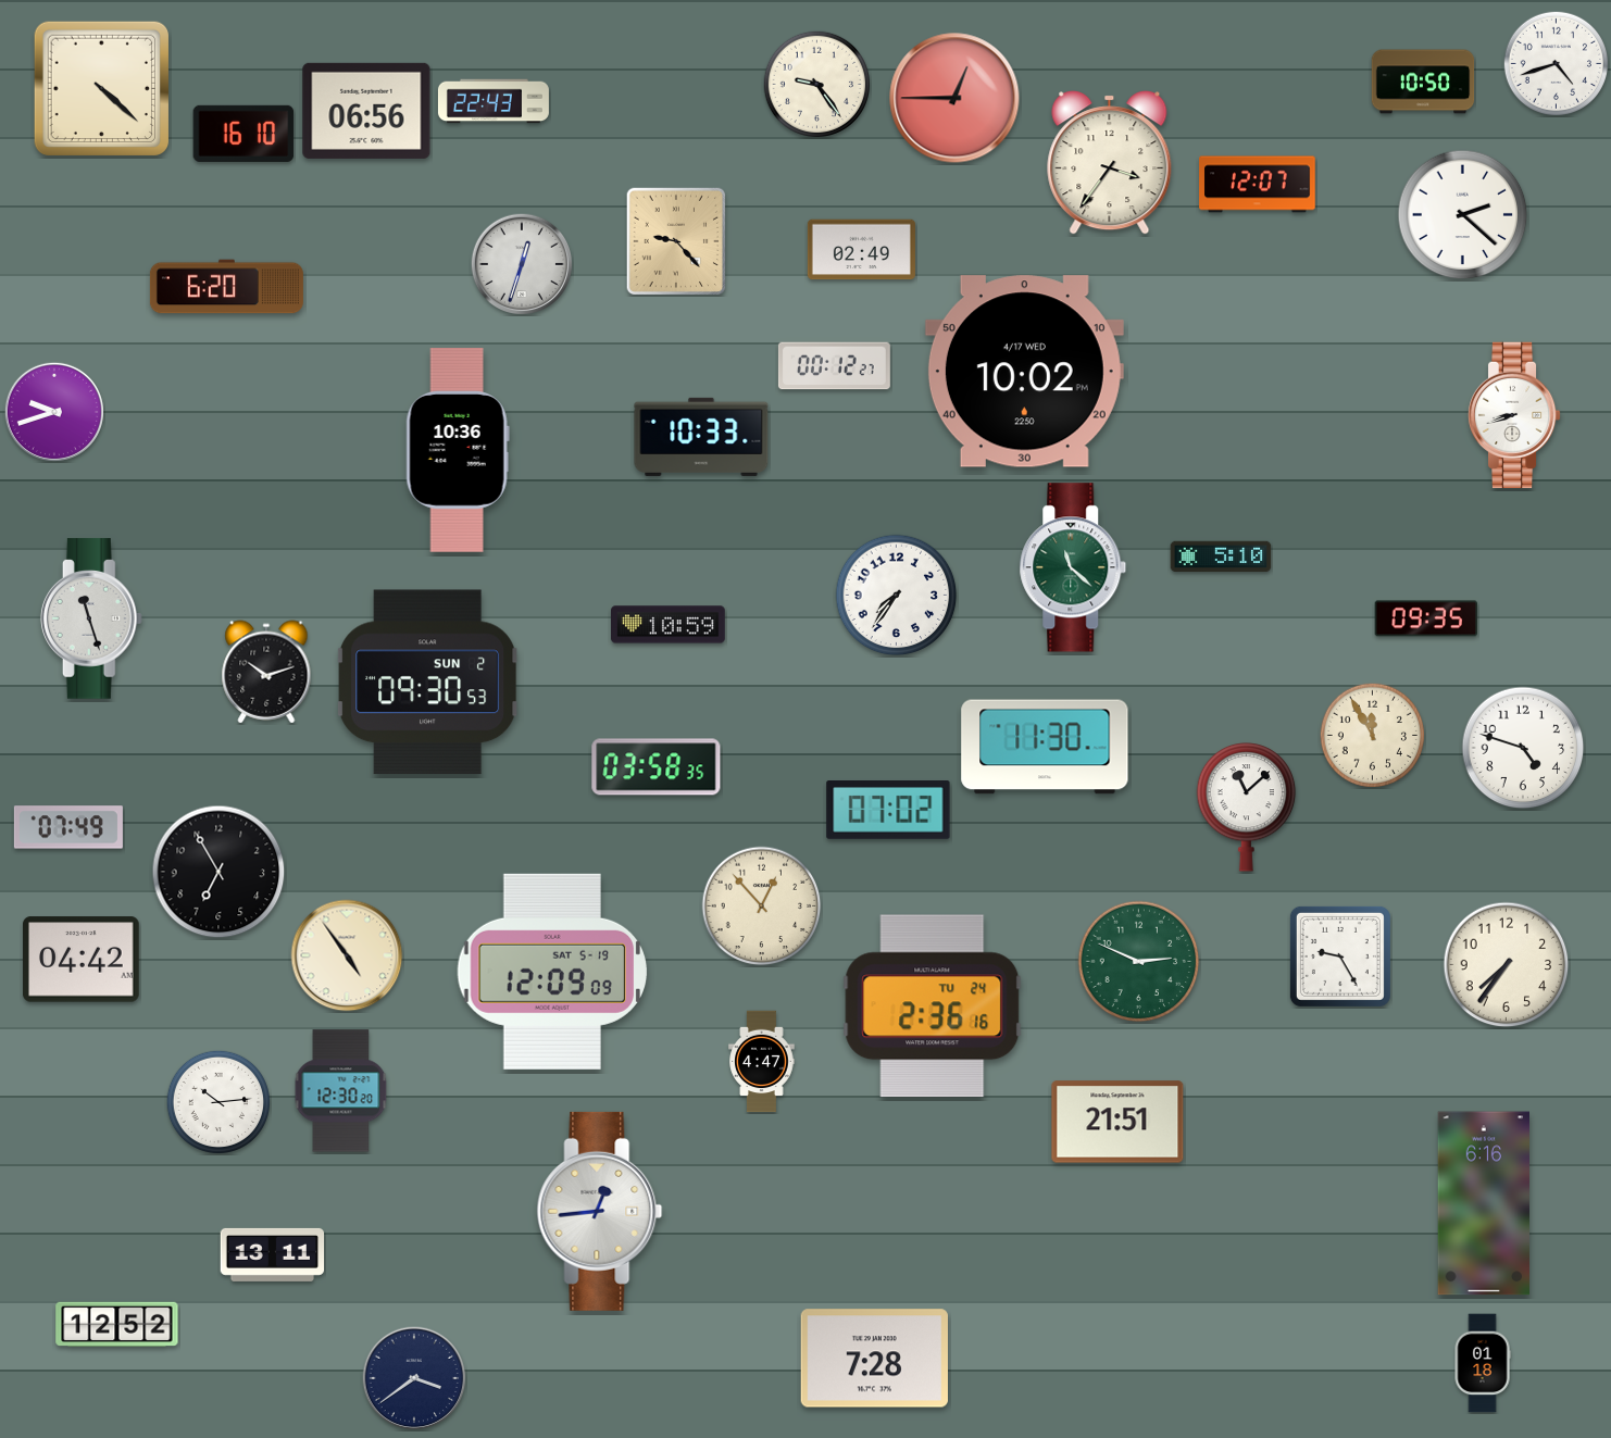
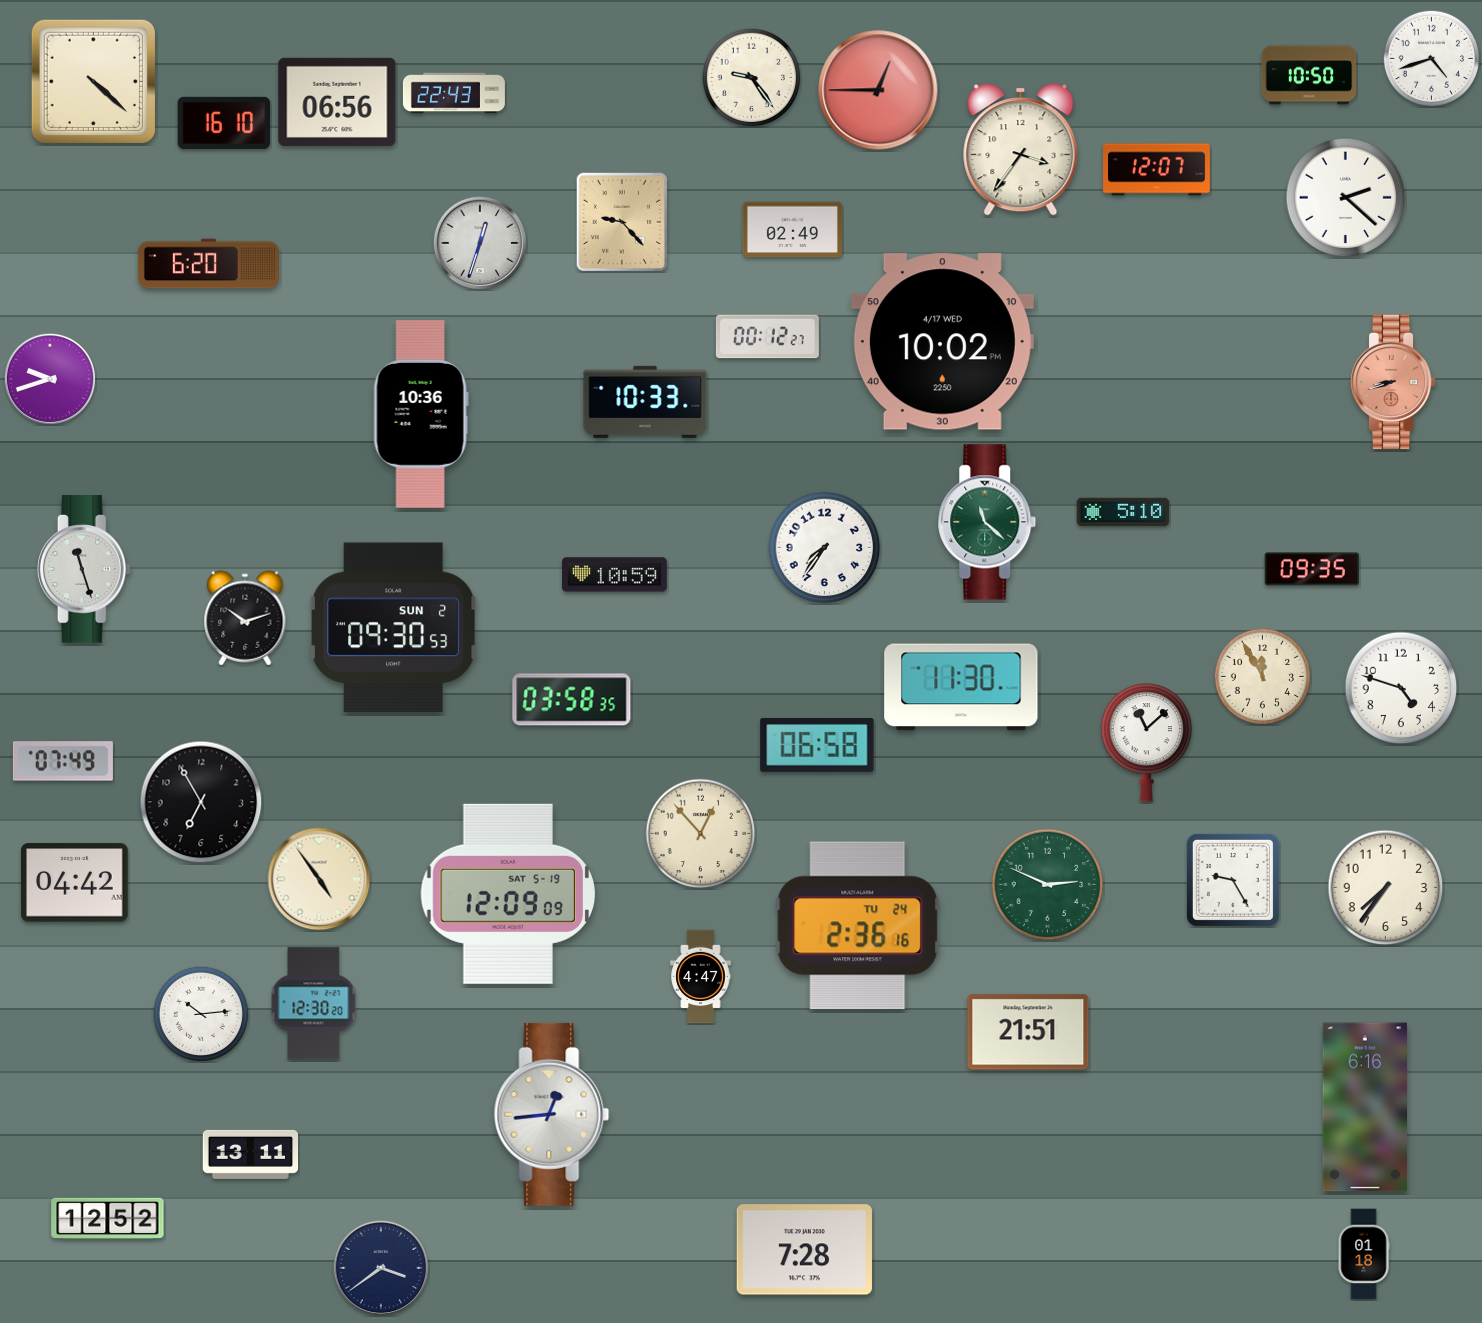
clock at (1514, 415) dial: white -> salmon
clock at (657, 767) position: (657, 767) -> (572, 700)
clock at (888, 811): 07:02 -> 06:58
